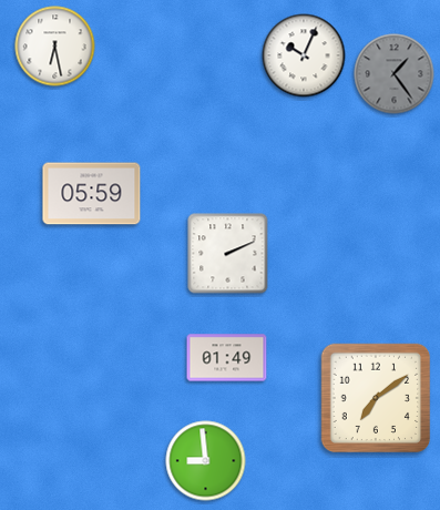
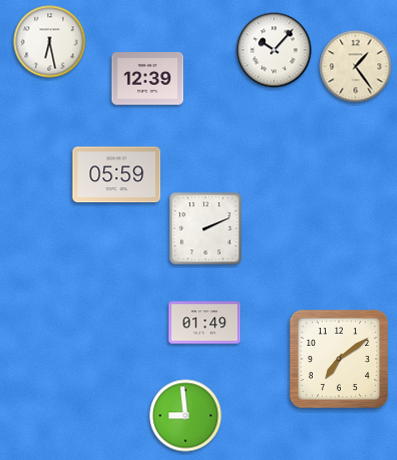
clock at (304, 55): 10:04 -> 10:07
clock at (395, 74) dial: grey -> cream
clock at (148, 79): none -> 12:39
clock at (92, 194) position: (92, 194) -> (117, 175)
